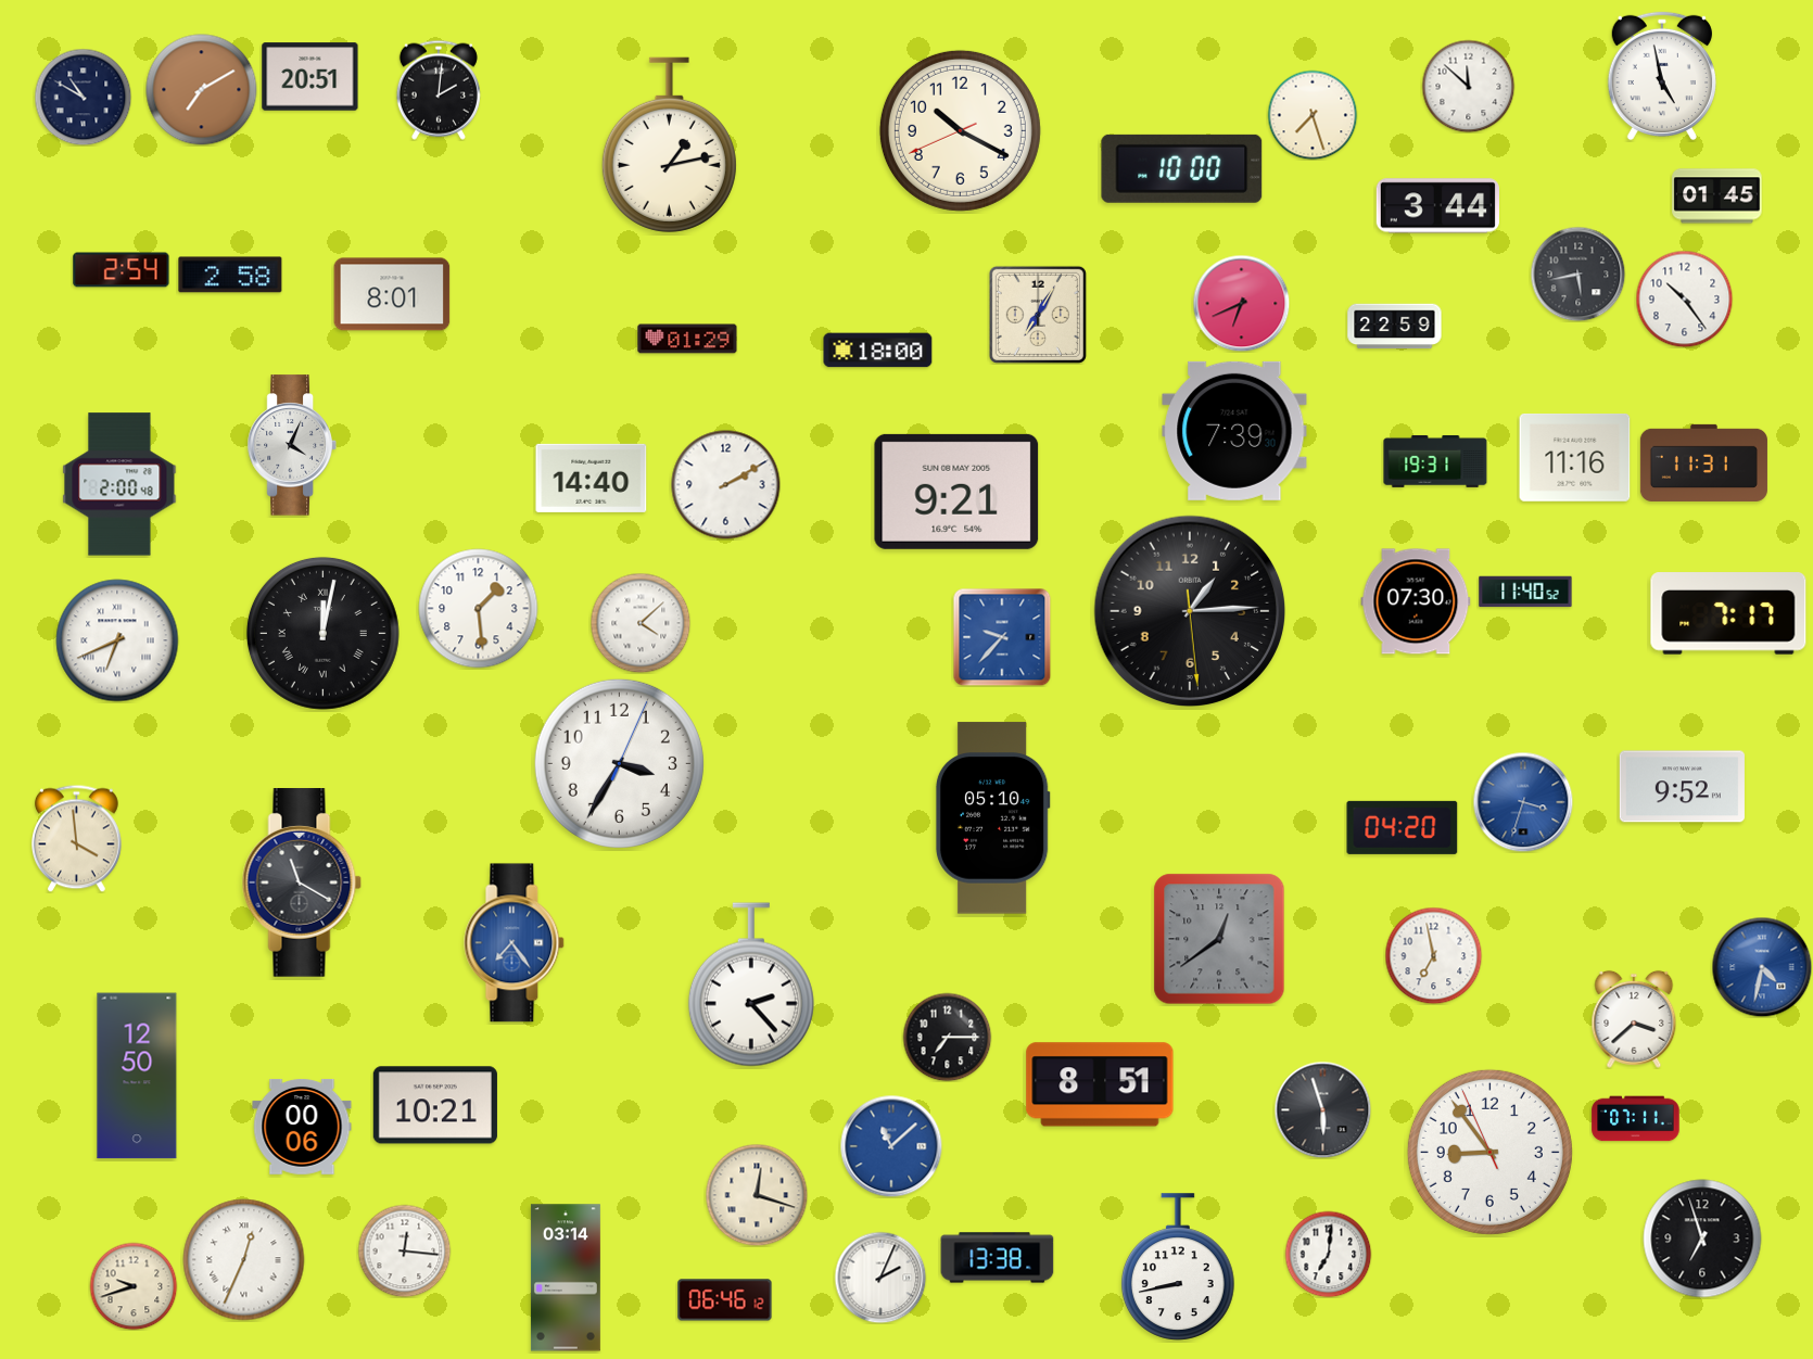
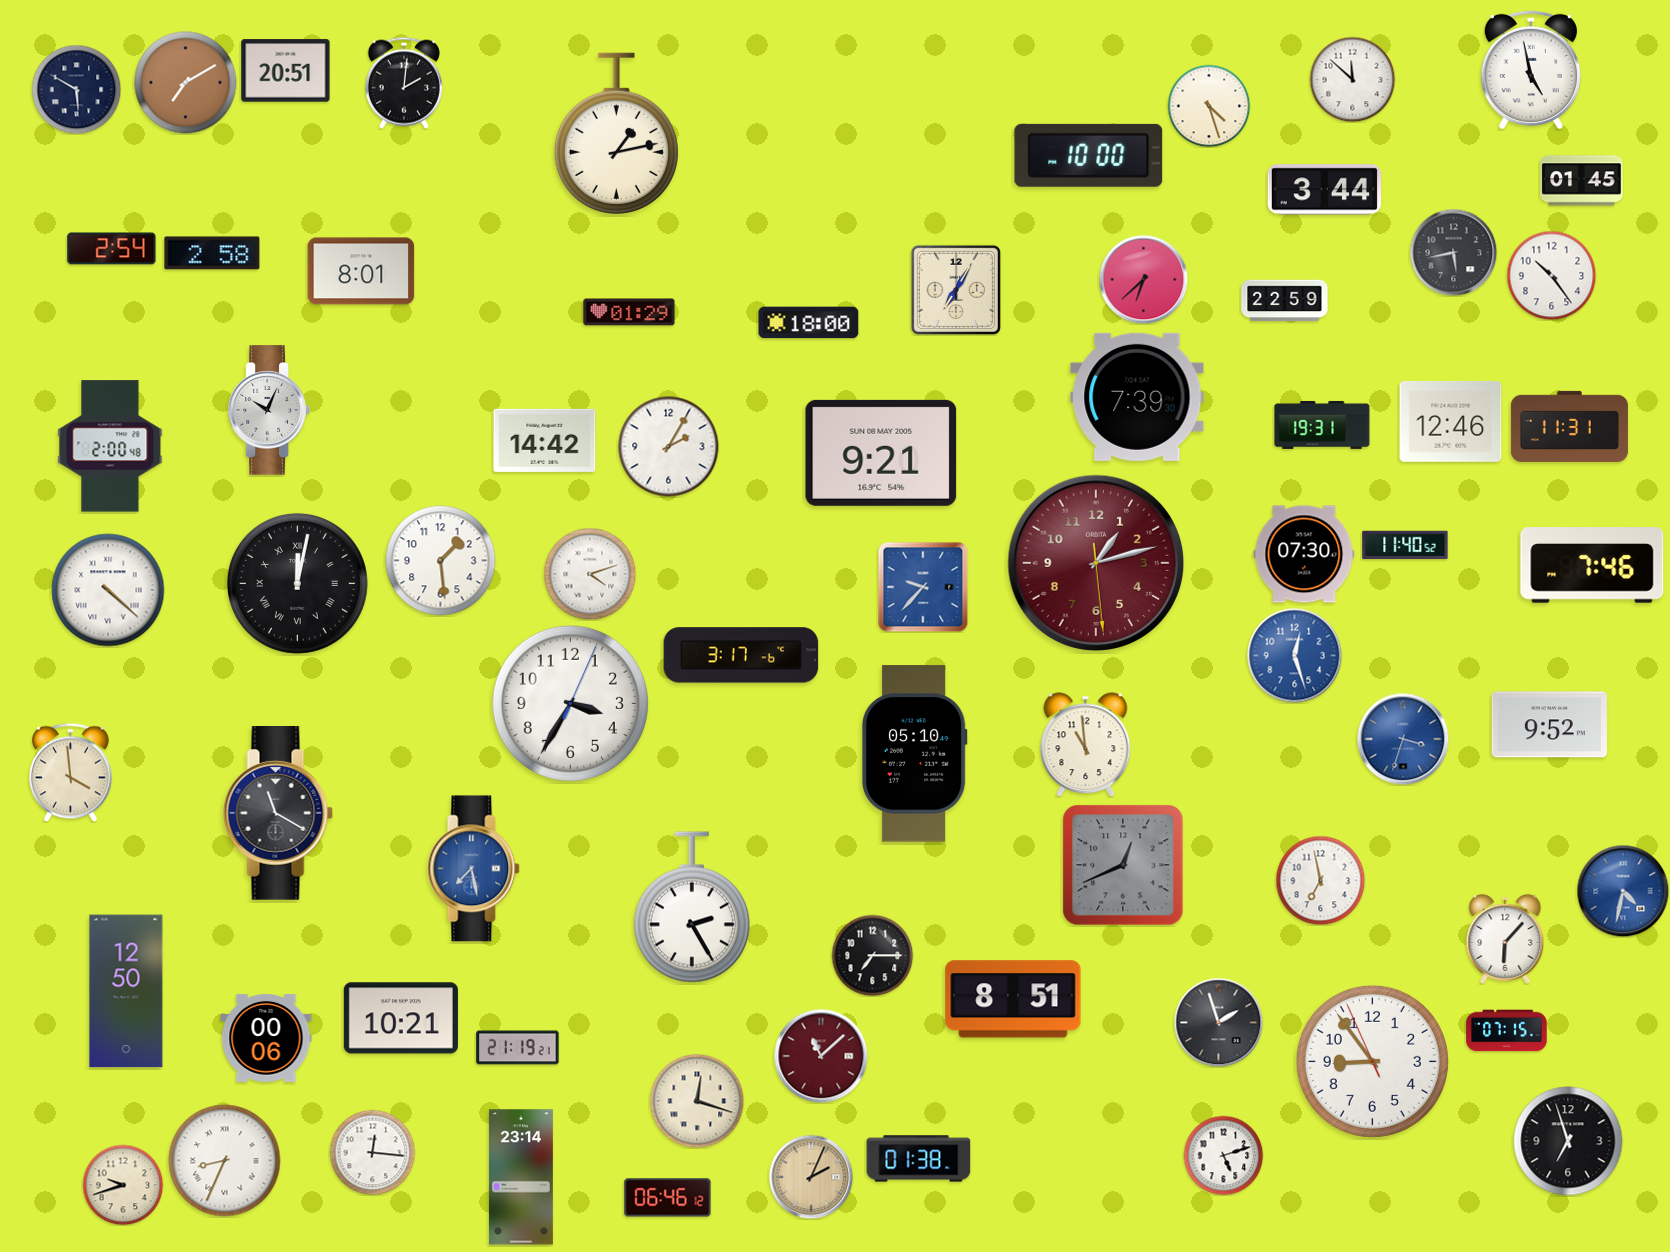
clock at (83, 97): 10:50 -> 5:50
clock at (1313, 115): 7:27 -> 4:27
clock at (960, 130): 10:19 -> none
clock at (1241, 303): 6:41 -> 6:38
clock at (687, 339) position: (687, 339) -> (629, 312)
clock at (292, 445): 4:04 -> 10:04
clock at (1575, 458): 11:16 -> 12:46
clock at (592, 478): 14:40 -> 14:42
clock at (726, 485): 2:10 -> 2:05
clock at (1190, 611): 1:14 -> 1:12
clock at (1190, 611) dial: black -> burgundy
clock at (1728, 613): 7:17 -> 7:46
clock at (641, 623): 4:08 -> 4:12
clock at (117, 640): 6:41 -> 4:22
clock at (741, 655): none -> 3:17
clock at (1294, 655): none -> 12:27
clock at (1086, 745): none -> 10:59
clock at (1403, 827): 04:20 -> none
clock at (1219, 939): 12:39 -> 12:41
clock at (515, 943): 7:24 -> 7:28
clock at (751, 985): 2:23 -> 2:25
clock at (1634, 1019): 3:38 -> 6:07
clock at (1322, 1109): 5:57 -> 1:57
clock at (1636, 1119): 07:11 -> 07:15
clock at (302, 1127) position: (302, 1127) -> (266, 1038)
clock at (518, 1048): none -> 21:19
clock at (891, 1146) dial: blue -> burgundy
clock at (1328, 1254): 7:01 -> 5:12
clock at (998, 1258): 13:38 -> 01:38
clock at (244, 1260): 12:34 -> 8:34
clock at (1178, 1267): 8:43 -> none
clock at (566, 1278): 03:14 -> 23:14
clock at (880, 1278) dial: white -> champagne
